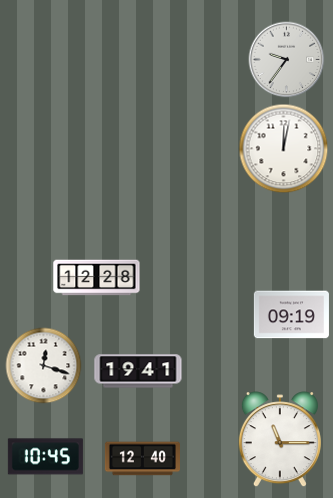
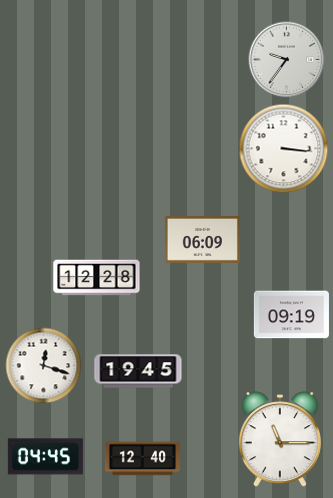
clock at (284, 149): 12:02 -> 3:16
clock at (202, 239): none -> 06:09
clock at (138, 371): 19:41 -> 19:45
clock at (45, 457): 10:45 -> 04:45
